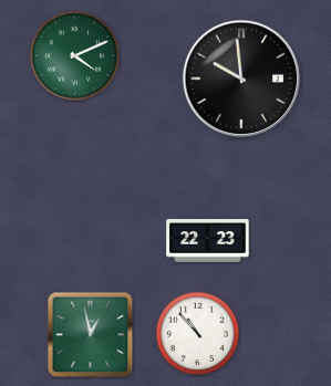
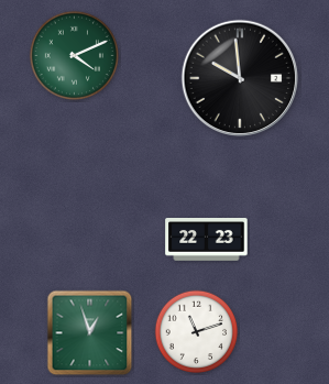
clock at (198, 334): 10:53 -> 11:12
clock at (91, 335): 12:58 -> 12:57
